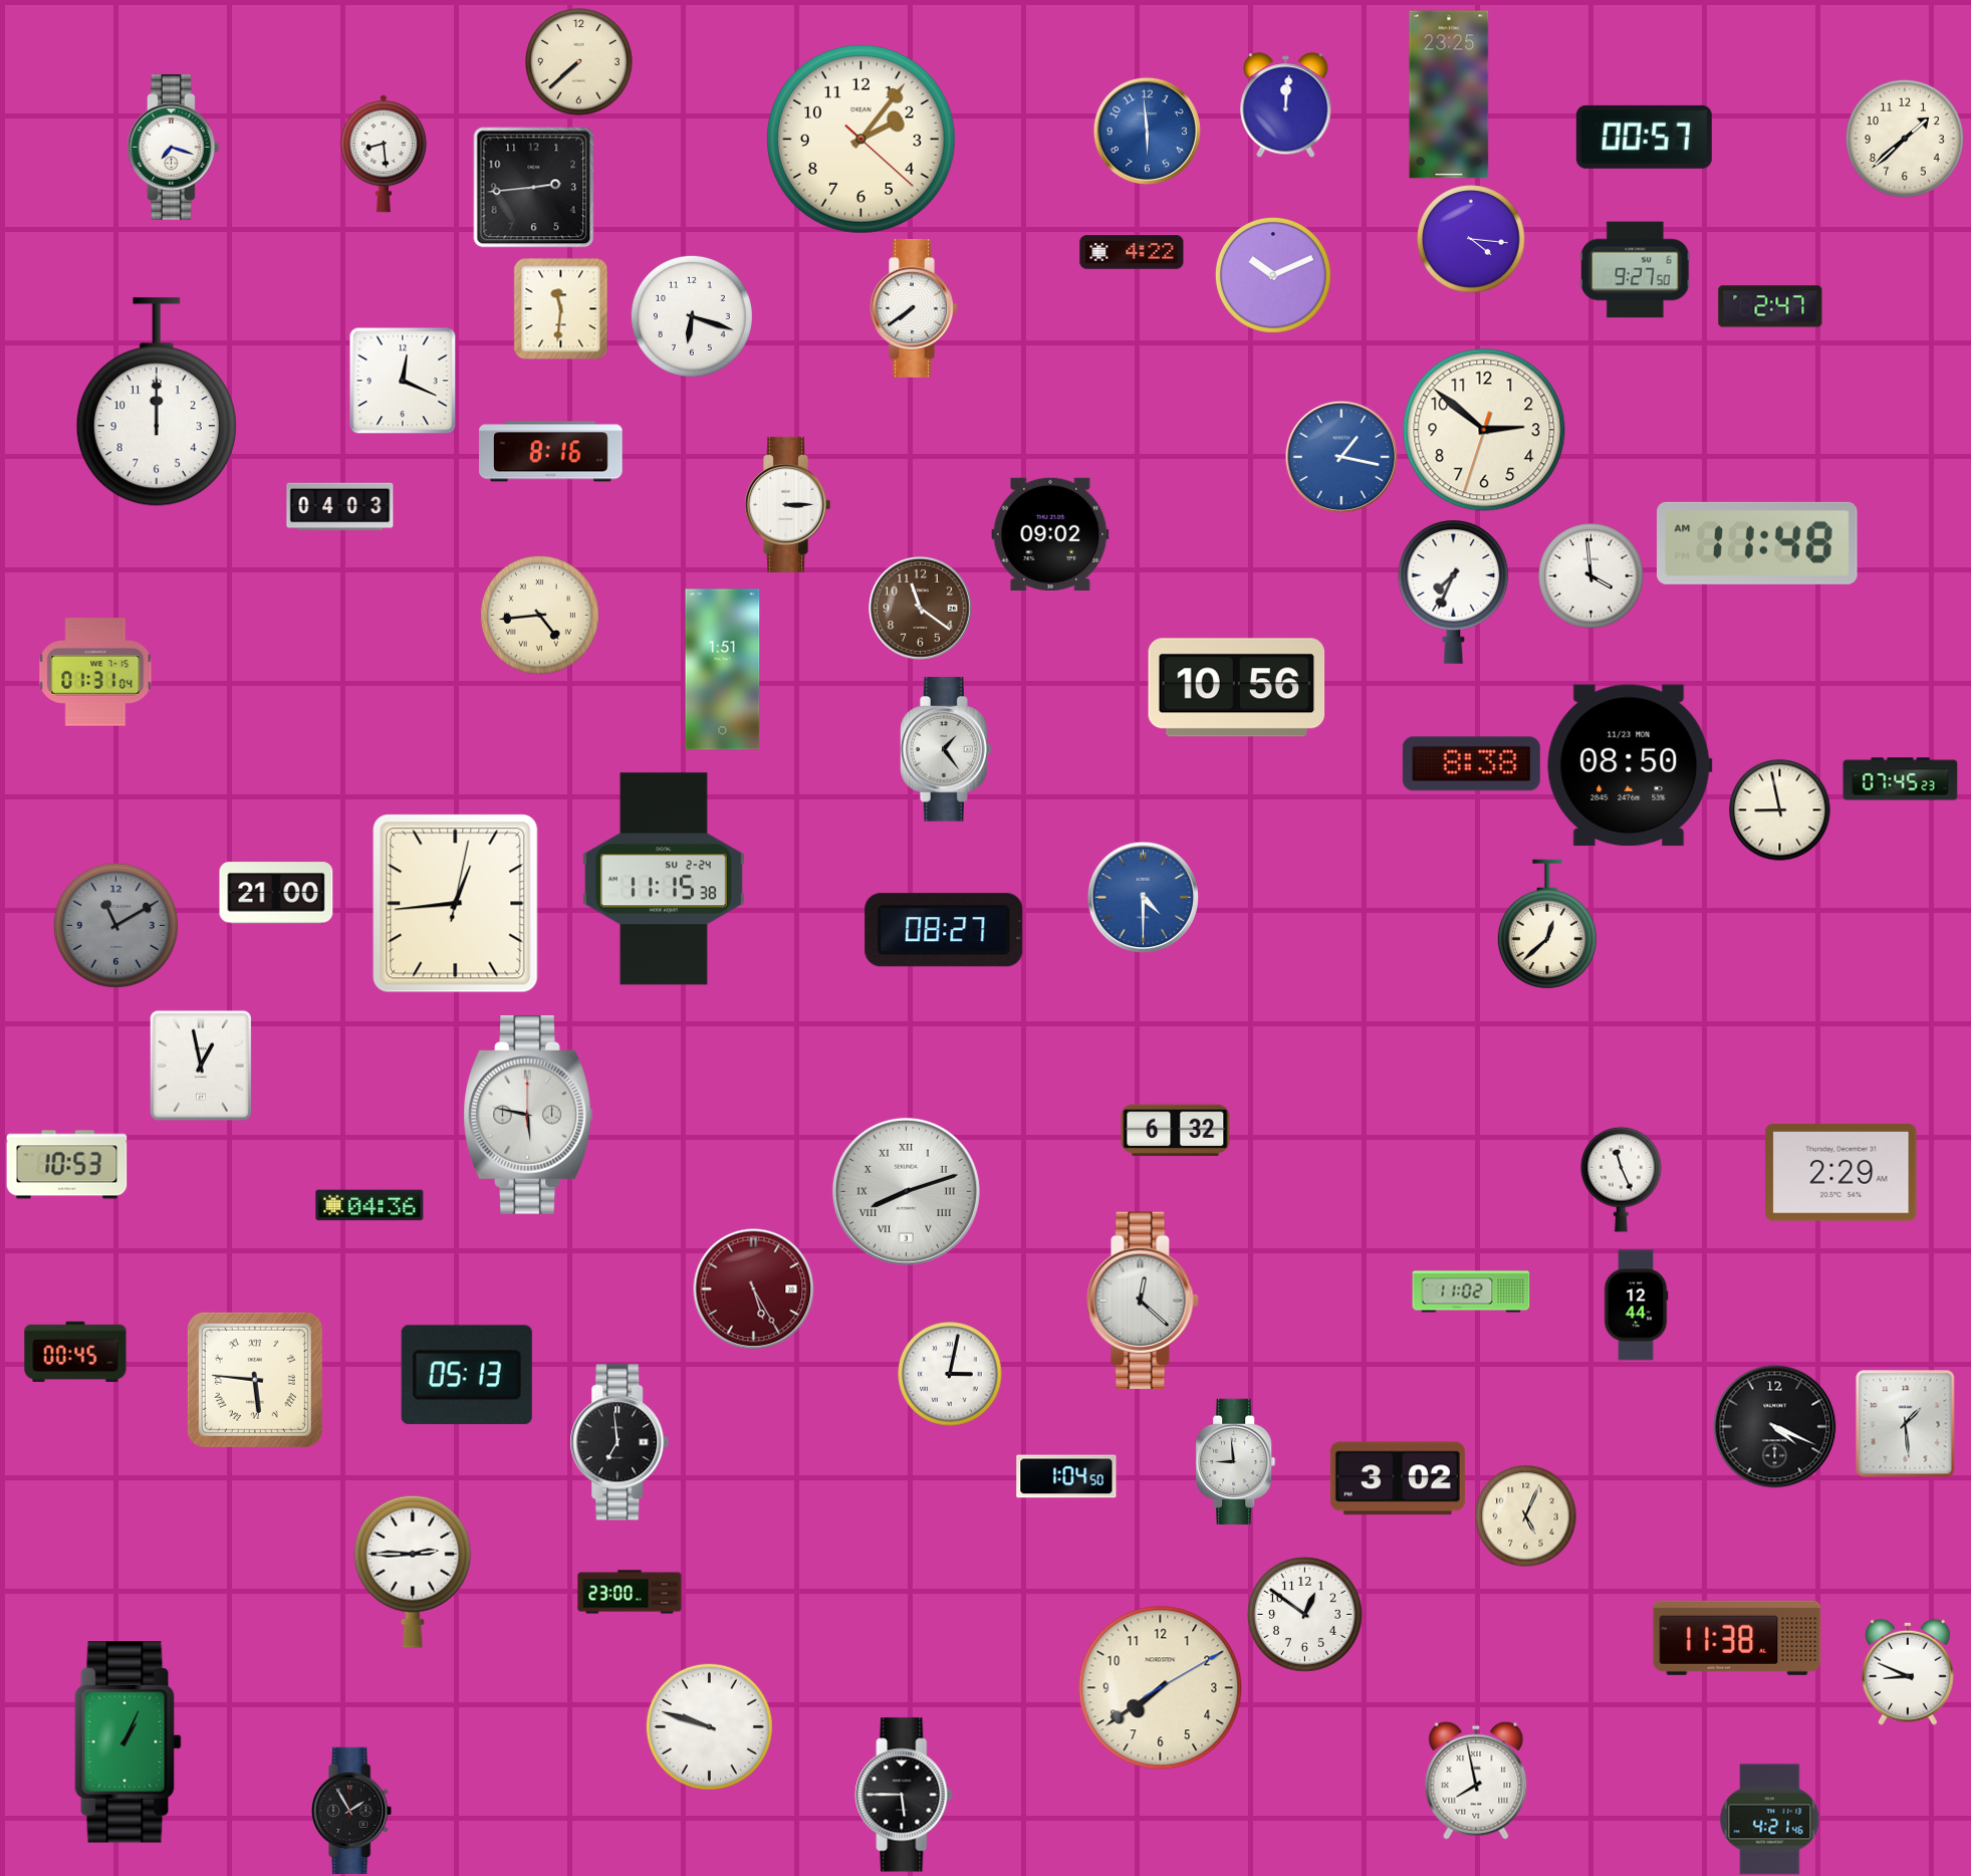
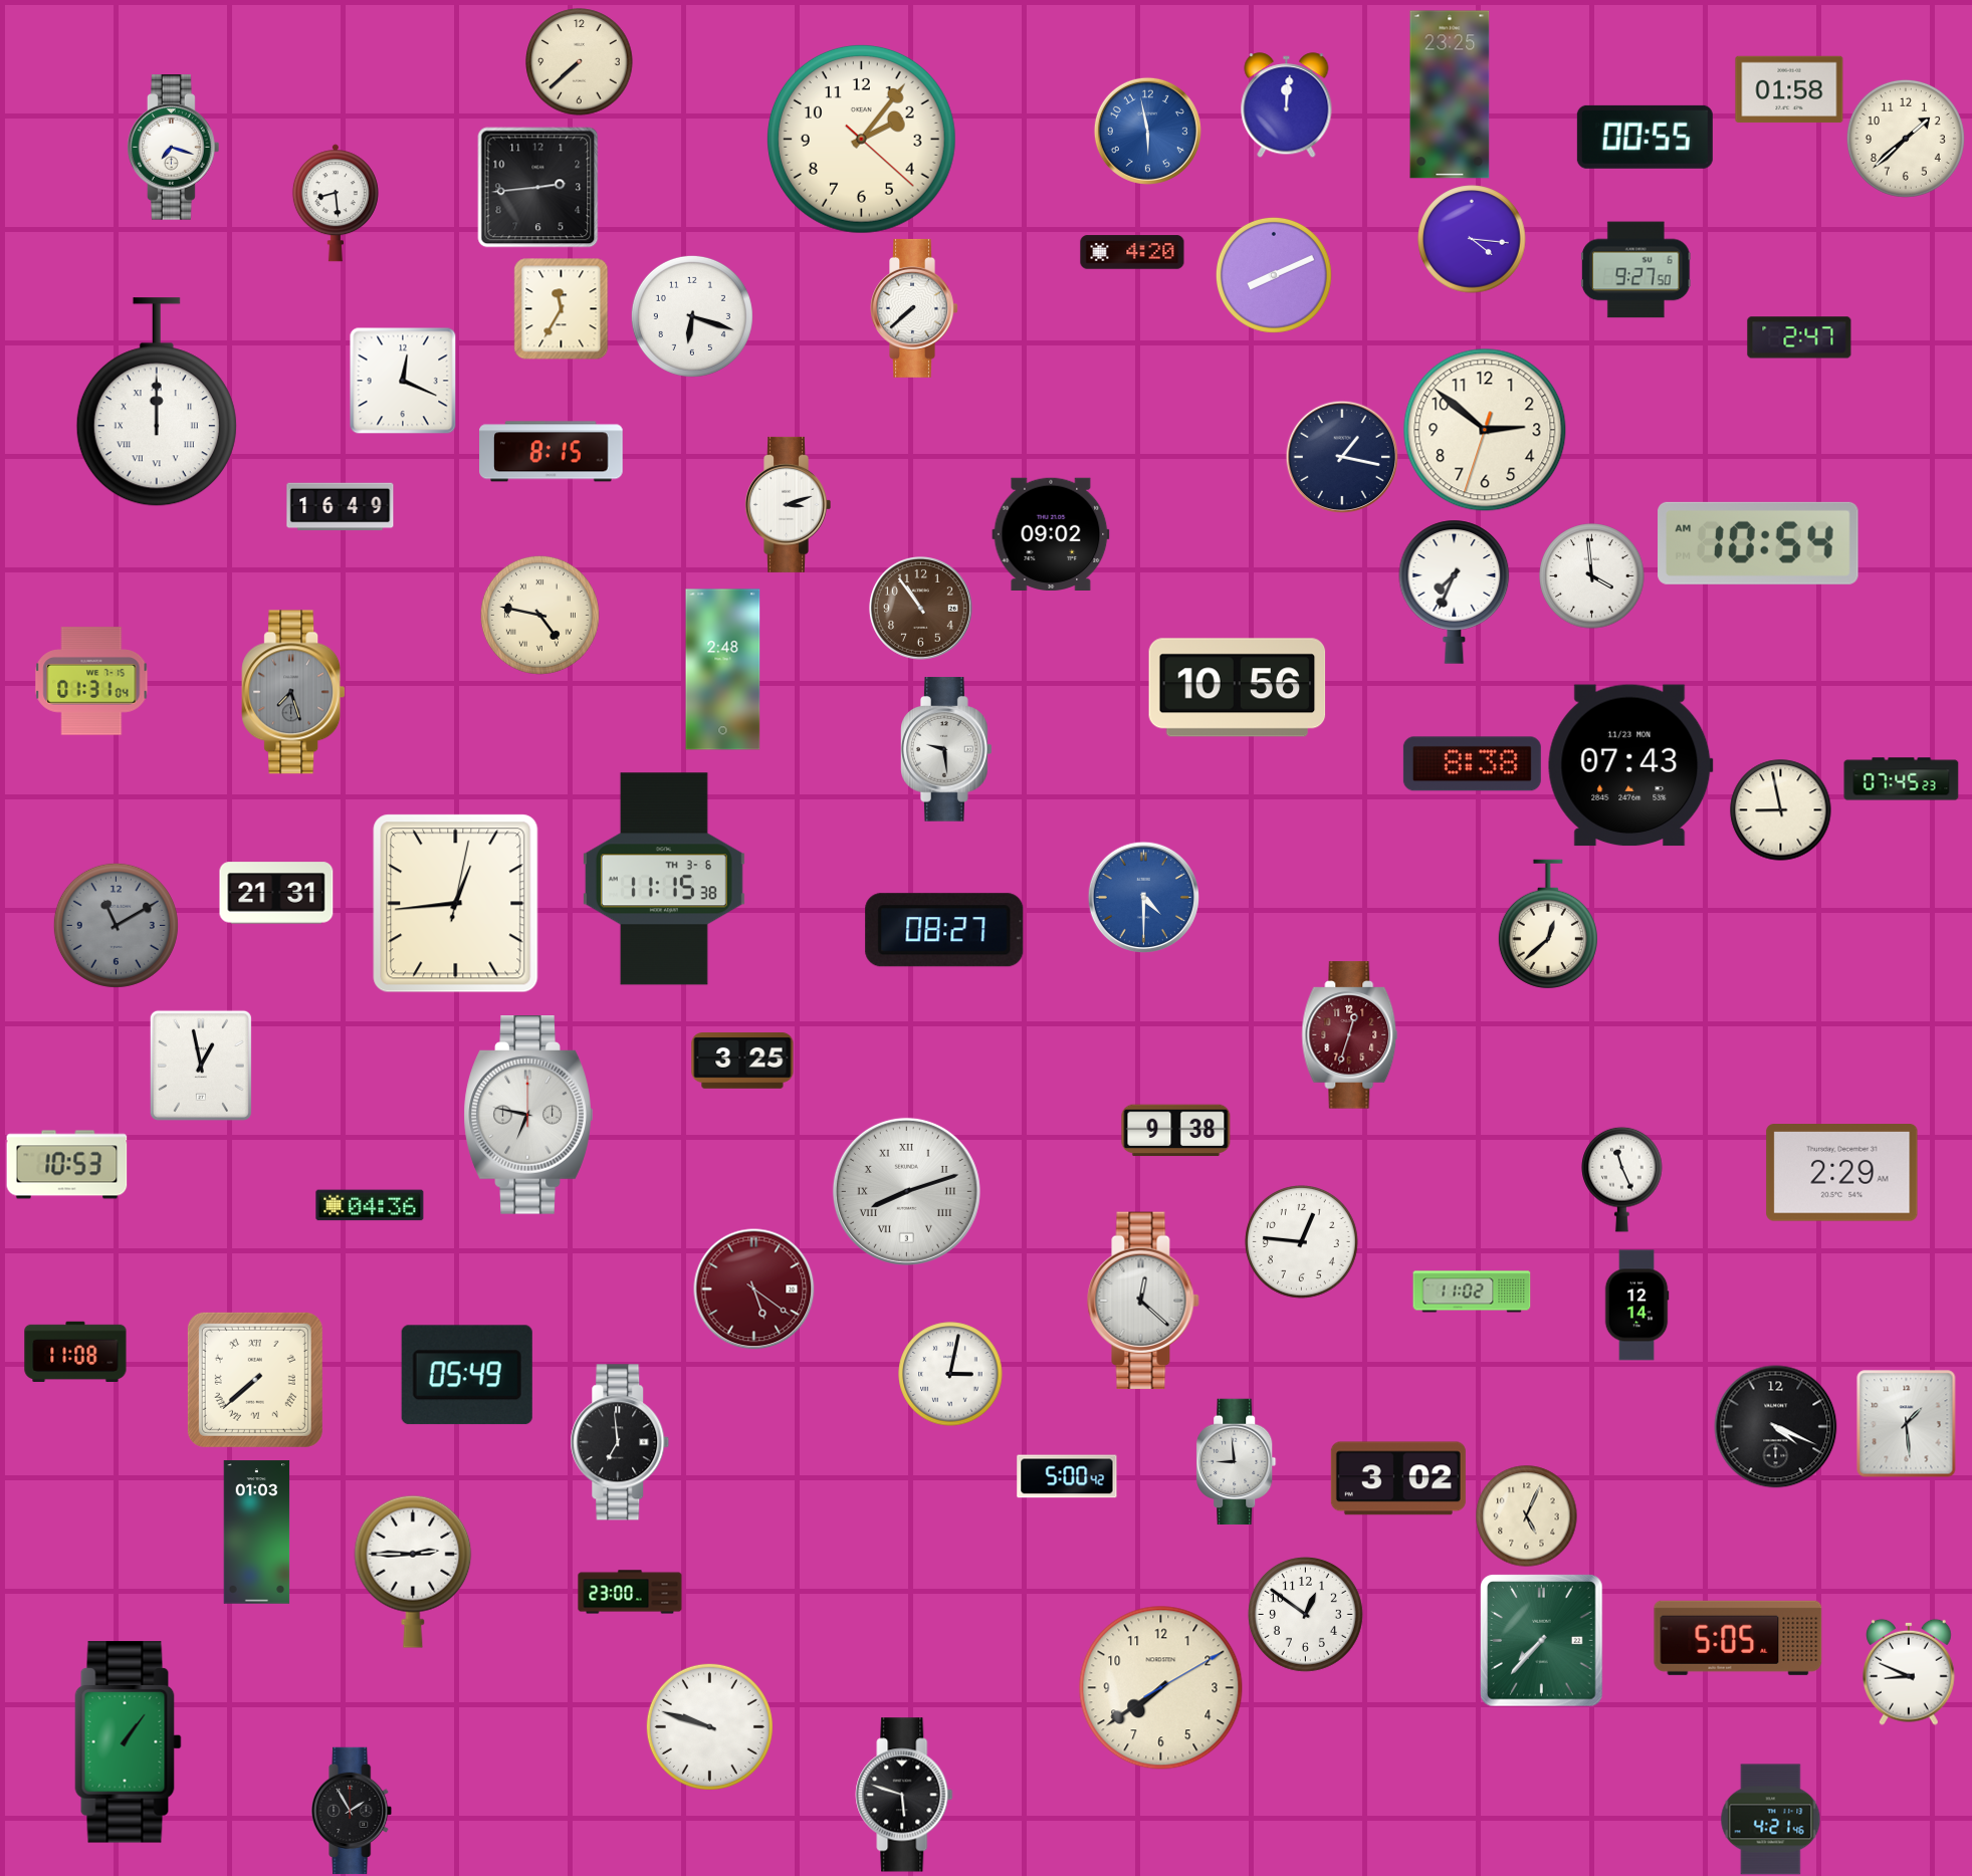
clock at (1789, 89): none -> 01:58
clock at (1147, 131): 5:59 -> 5:58
clock at (1644, 137): 00:57 -> 00:55
clock at (384, 154) position: (384, 154) -> (336, 203)
clock at (534, 188) position: (534, 188) -> (538, 188)
clock at (1132, 252): 4:22 -> 4:20
clock at (1273, 275): 10:11 -> 8:11
clock at (1770, 306) position: (1770, 306) -> (1799, 337)
clock at (561, 308): 11:31 -> 11:35
clock at (914, 308): 7:39 -> 7:38
clock at (157, 403) numerals: Arabic -> Roman
clock at (551, 452): 8:16 -> 8:15
clock at (1340, 456) dial: blue -> navy
clock at (787, 504): 3:15 -> 3:12
clock at (340, 507): 04:03 -> 16:49
clock at (1757, 543): 11:48 -> 10:54
clock at (920, 608): 11:21 -> 10:54
clock at (539, 615): 4:44 -> 4:47
clock at (723, 670): 1:51 -> 2:48
clock at (95, 672) position: (95, 672) -> (91, 681)
clock at (293, 692): none -> 7:27
clock at (947, 749): 1:24 -> 9:29
clock at (1630, 765): 08:50 -> 07:43
clock at (664, 879) date: SU 2-24 -> TH 3-6
clock at (276, 893): 21:00 -> 21:31
clock at (1350, 1035): none -> 12:33
clock at (742, 1062): none -> 3:25
clock at (528, 1116): 5:47 -> 6:47
clock at (1176, 1131): 6:32 -> 9:38
clock at (1302, 1242): none -> 12:46
clock at (754, 1289): 5:25 -> 5:21
clock at (1636, 1306): 12:44 -> 12:14
clock at (75, 1352): 00:45 -> 11:08
clock at (467, 1375): 05:13 -> 05:49
clock at (255, 1380): 5:46 -> 7:38
clock at (1066, 1476): 1:04 -> 5:00
clock at (257, 1533): none -> 01:03
clock at (1737, 1638): 11:38 -> 5:05
clock at (1542, 1641): none -> 7:37
clock at (129, 1742): 1:04 -> 1:06
clock at (1476, 1781): 7:58 -> none
clock at (904, 1795): 5:45 -> 5:48
